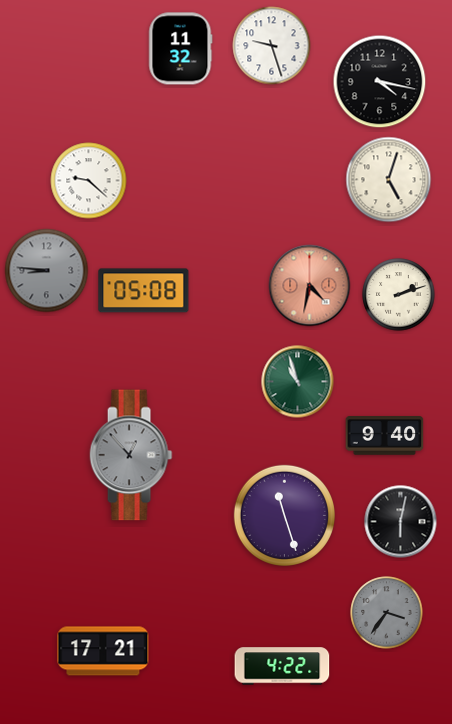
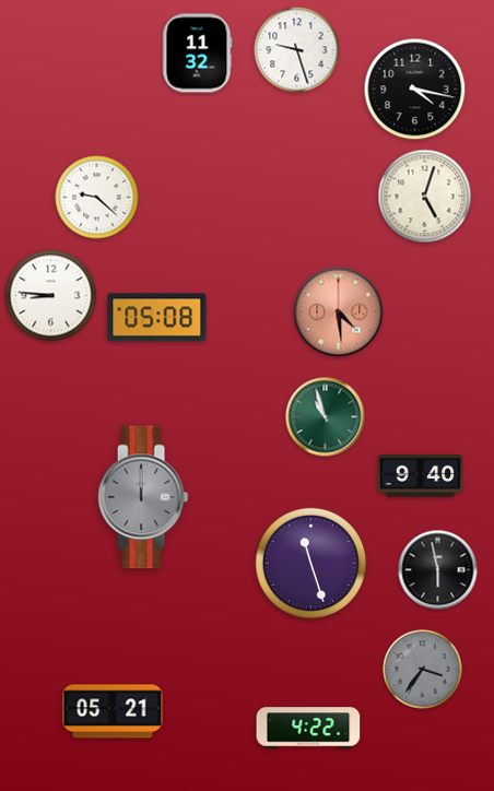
clock at (47, 271) dial: grey -> white
clock at (310, 286): 4:32 -> 4:29
clock at (399, 295): 2:12 -> none
clock at (131, 455): 12:53 -> 12:00
clock at (401, 522): 6:02 -> 5:58
clock at (103, 651): 17:21 -> 05:21
